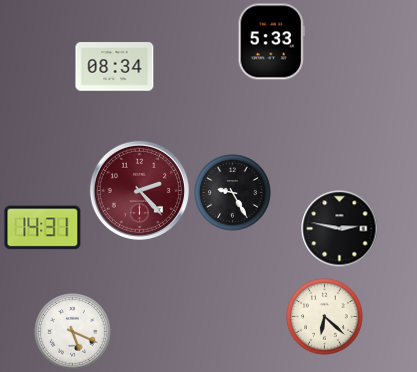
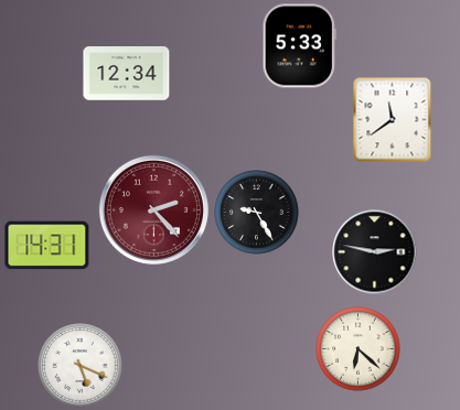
clock at (115, 67): 08:34 -> 12:34
clock at (393, 119): none -> 11:39
clock at (43, 228) position: (43, 228) -> (47, 246)
